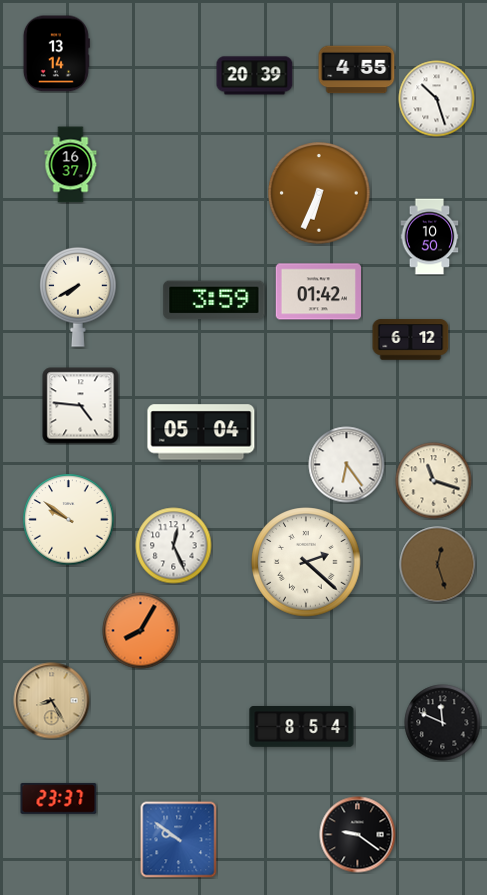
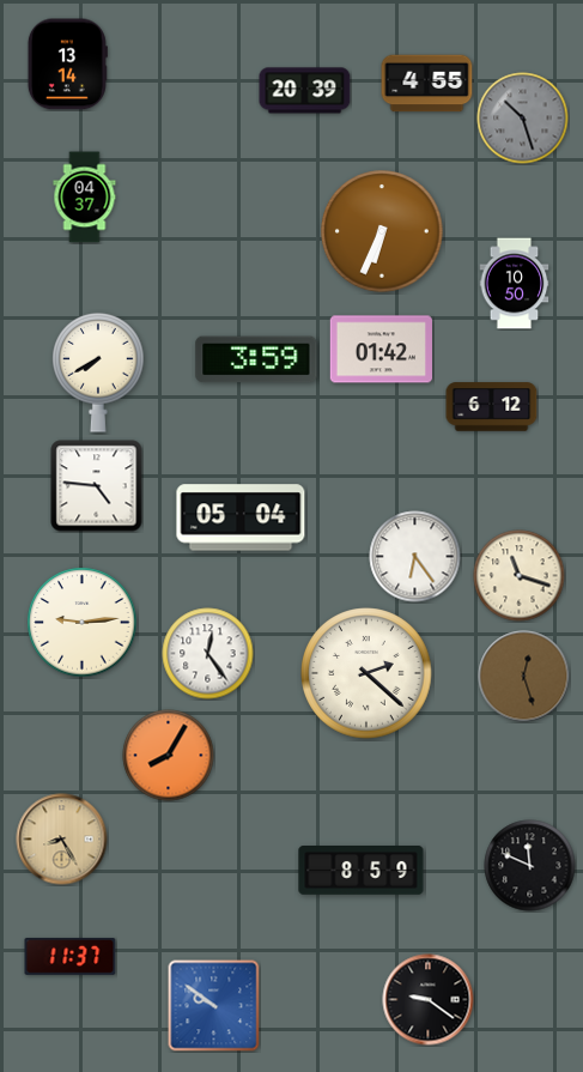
clock at (437, 99) dial: white -> grey
clock at (71, 165): 16:37 -> 04:37
clock at (78, 297) position: (78, 297) -> (98, 373)
clock at (69, 520): 9:51 -> 9:14
clock at (174, 546): 12:26 -> 12:24
clock at (302, 727): 8:54 -> 8:59
clock at (59, 798): 23:37 -> 11:37
